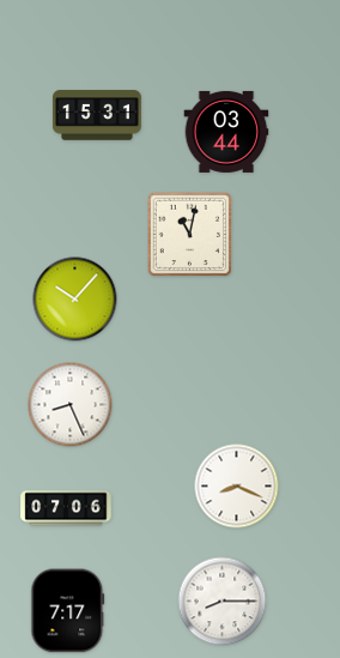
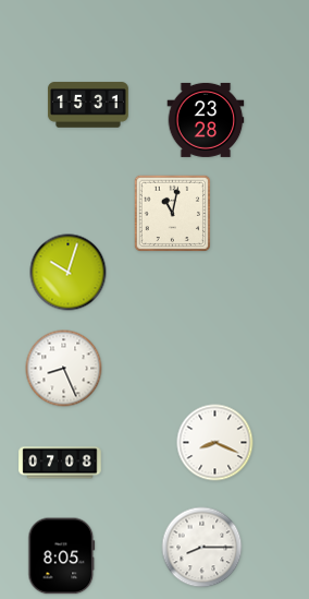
clock at (226, 132): 03:44 -> 23:28
clock at (75, 300): 10:07 -> 10:03
clock at (66, 508): 07:06 -> 07:08
clock at (68, 611): 7:17 -> 8:05
